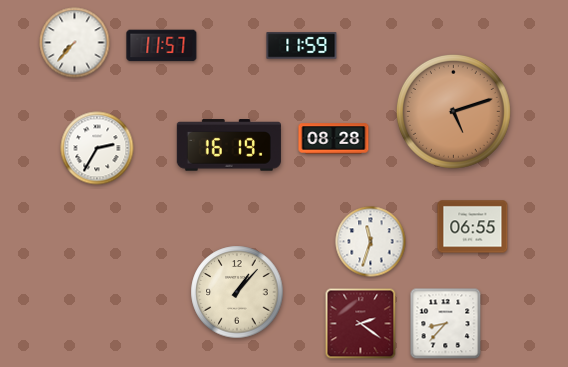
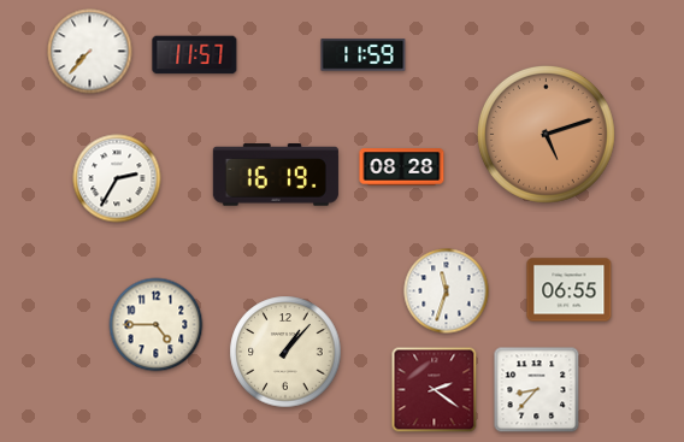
clock at (473, 227) position: (473, 227) -> (570, 290)
clock at (157, 325): none -> 4:45
